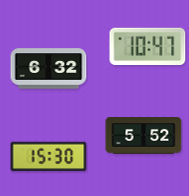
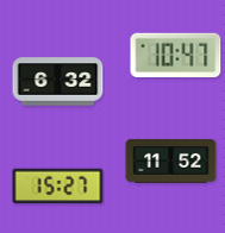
clock at (144, 136): 5:52 -> 11:52
clock at (49, 157): 15:30 -> 15:27
